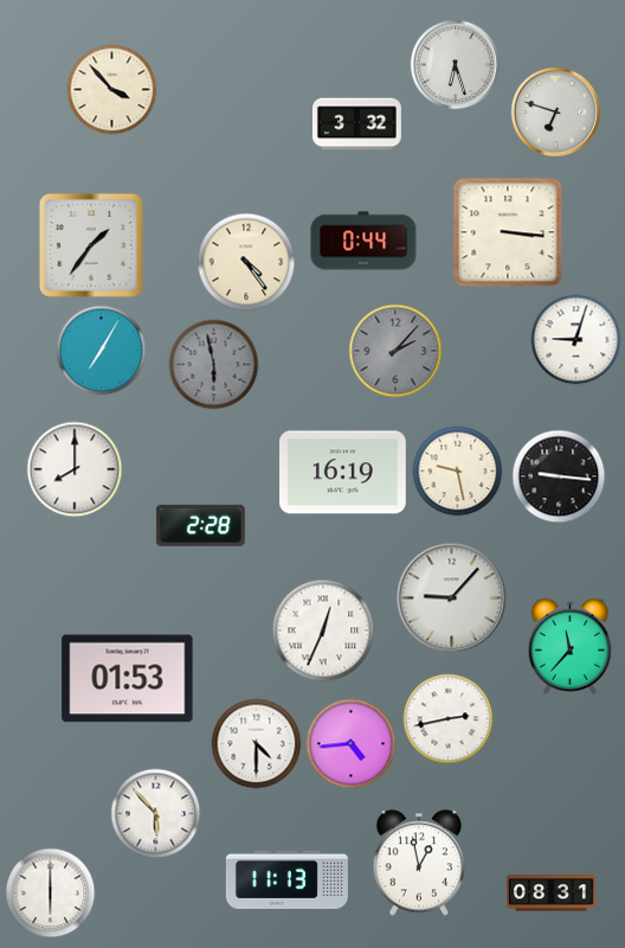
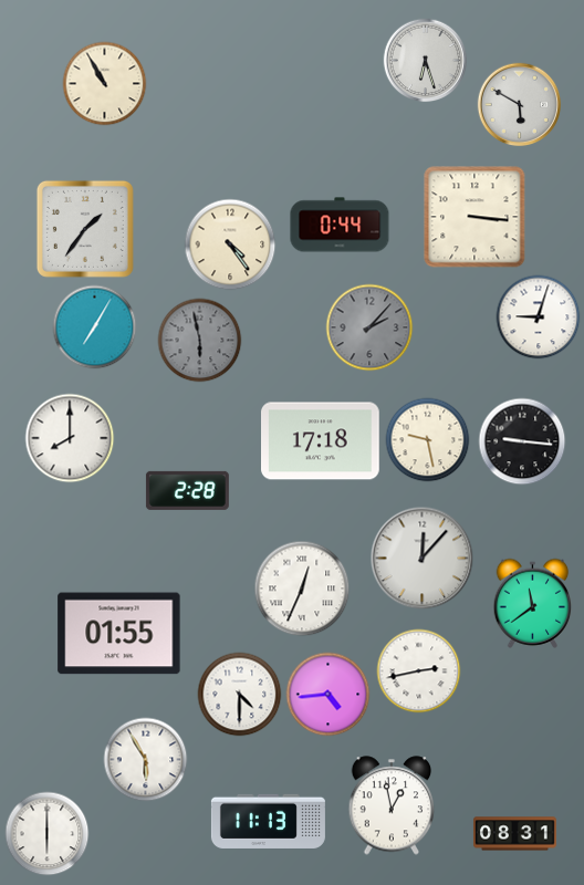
clock at (112, 90): 3:53 -> 10:55
clock at (556, 113): 6:48 -> 5:50
clock at (356, 124): 3:32 -> none
clock at (343, 473): 16:19 -> 17:18
clock at (559, 476) position: (559, 476) -> (522, 441)
clock at (452, 598): 9:07 -> 12:07
clock at (571, 646): 11:37 -> 11:39
clock at (128, 679): 01:53 -> 01:55
clock at (156, 814): 5:53 -> 5:55
